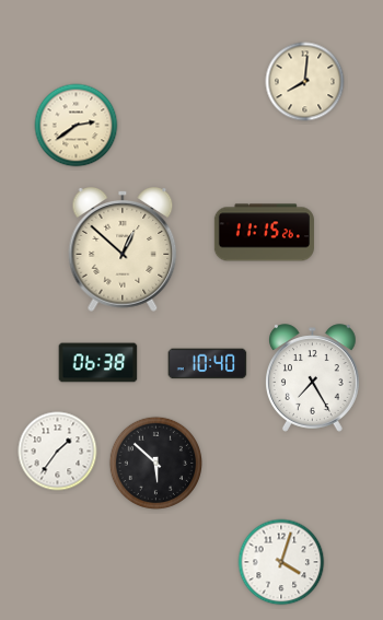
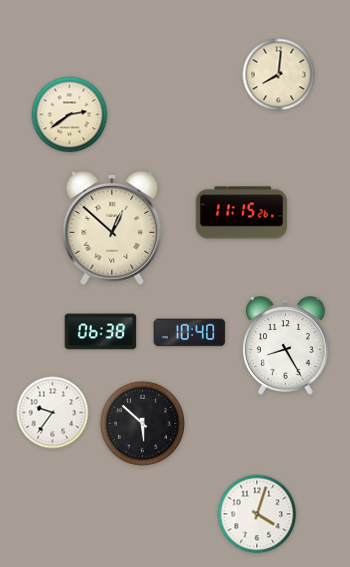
clock at (98, 363) position: (98, 363) -> (101, 332)
clock at (313, 378): 7:25 -> 8:25
clock at (58, 452): 1:36 -> 9:36
